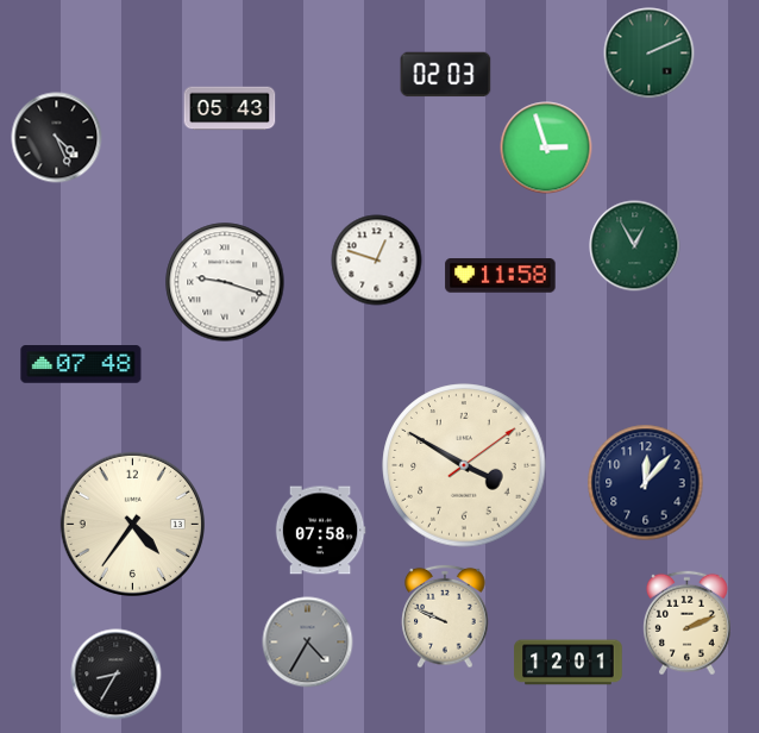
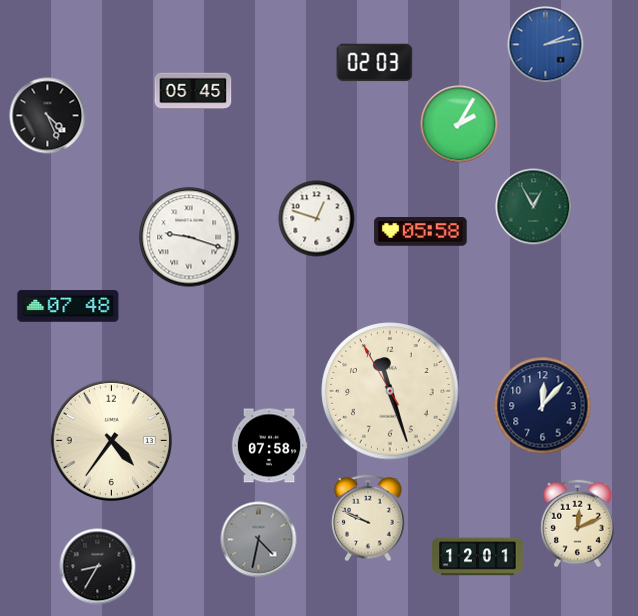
clock at (650, 54): 2:11 -> 2:13
clock at (650, 54) dial: green -> blue
clock at (230, 108): 05:43 -> 05:45
clock at (546, 148): 2:57 -> 2:05
clock at (501, 276): 11:58 -> 05:58
clock at (464, 465): 3:50 -> 11:26
clock at (445, 616) position: (445, 616) -> (368, 518)
clock at (688, 624): 2:11 -> 12:11
clock at (308, 643): 4:35 -> 4:32
